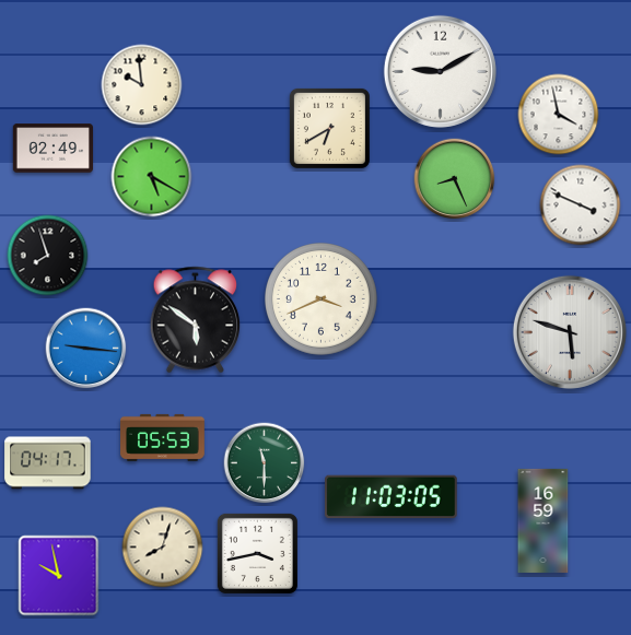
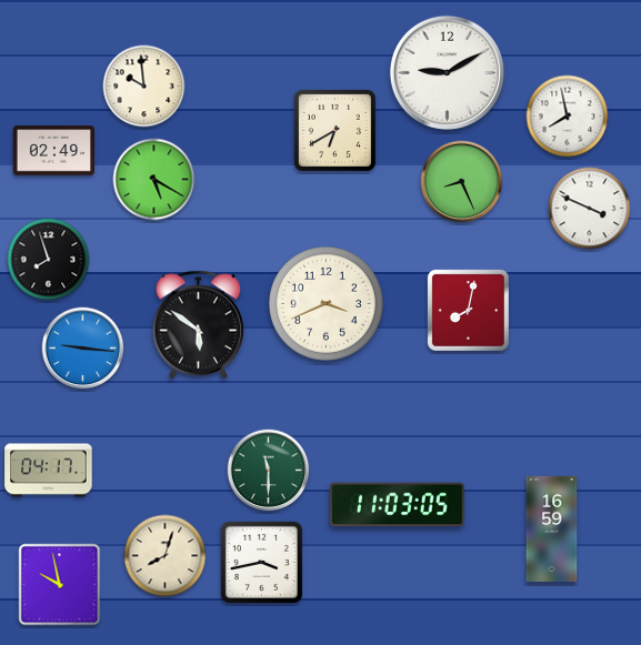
clock at (559, 115): 3:58 -> 7:58
clock at (468, 310): none -> 8:02
clock at (570, 332): 5:48 -> none
clock at (86, 349) position: (86, 349) -> (83, 349)
clock at (163, 437): 05:53 -> none
